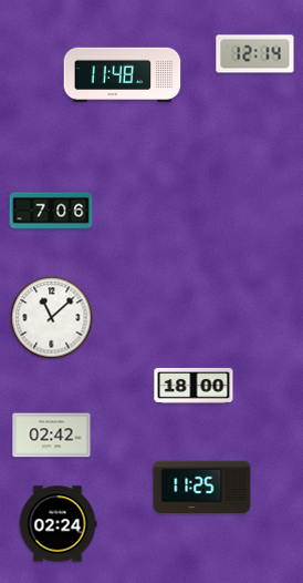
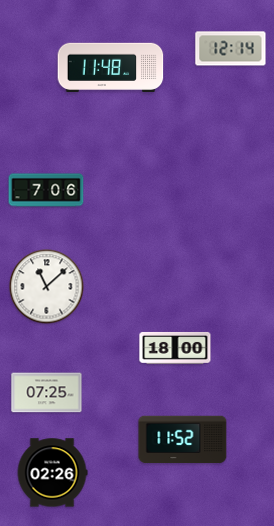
clock at (52, 436): 02:42 -> 07:25
clock at (202, 488): 11:25 -> 11:52
clock at (58, 524): 02:24 -> 02:26
